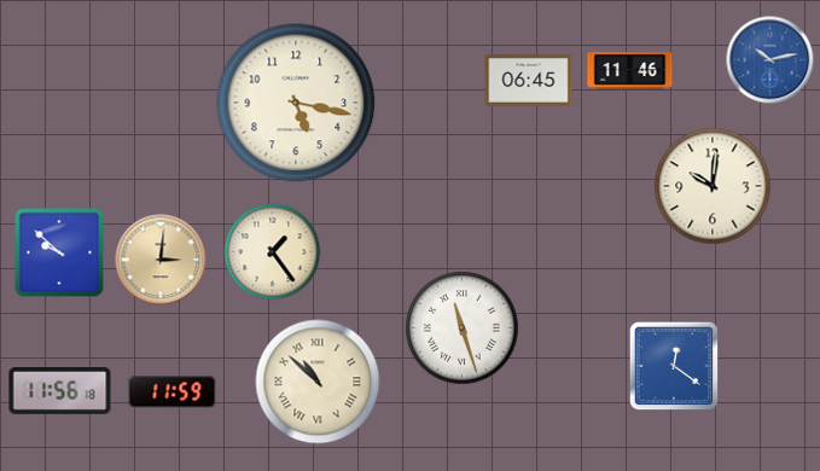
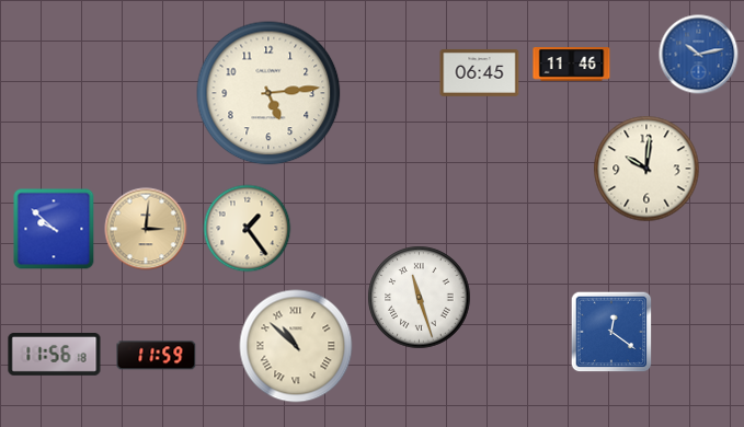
clock at (296, 103): 5:17 -> 5:14
clock at (161, 260) position: (161, 260) -> (146, 229)
clock at (318, 382) position: (318, 382) -> (296, 346)
